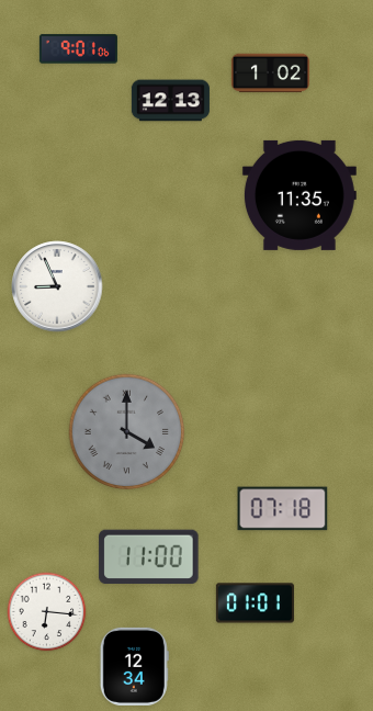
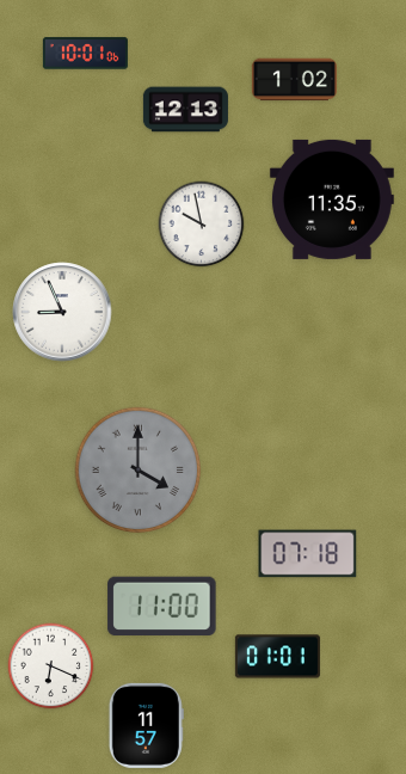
clock at (78, 49): 9:01 -> 10:01
clock at (299, 195) position: (299, 195) -> (332, 199)
clock at (202, 225): none -> 9:58
clock at (47, 612): 6:16 -> 6:19
clock at (134, 666): 12:34 -> 11:57
